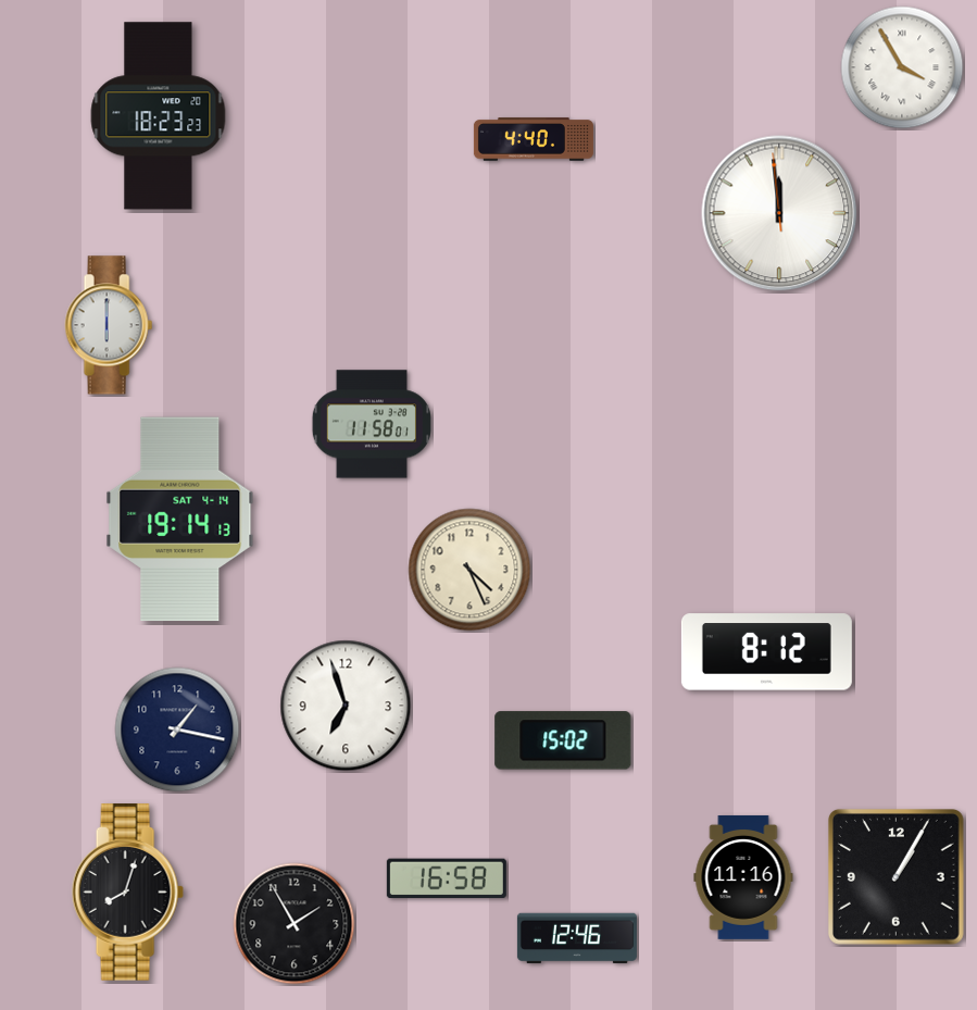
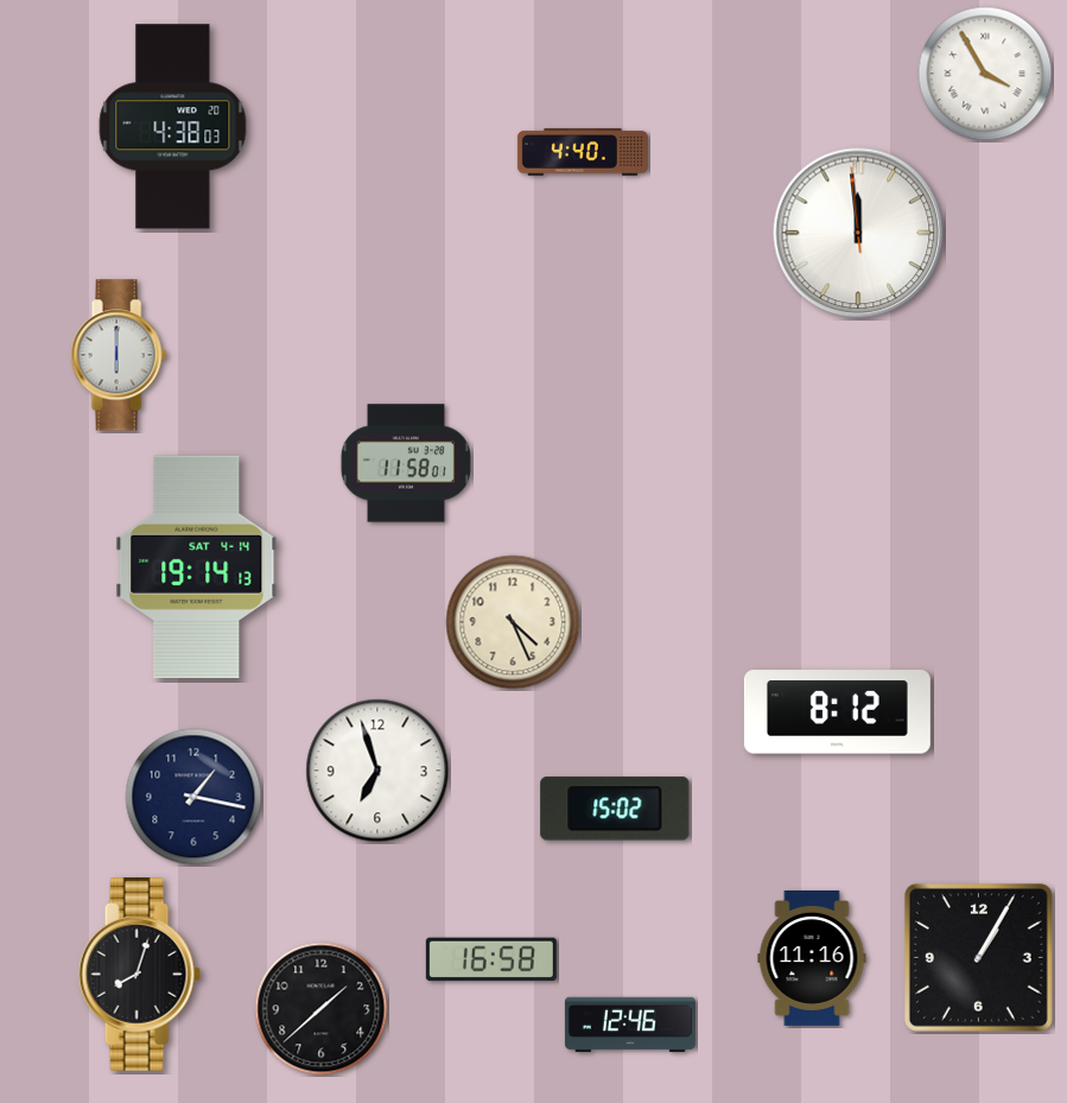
clock at (159, 116): 18:23 -> 4:38
clock at (779, 213) position: (779, 213) -> (858, 233)
clock at (447, 878) position: (447, 878) -> (491, 959)
clock at (295, 924): 1:55 -> 1:38
